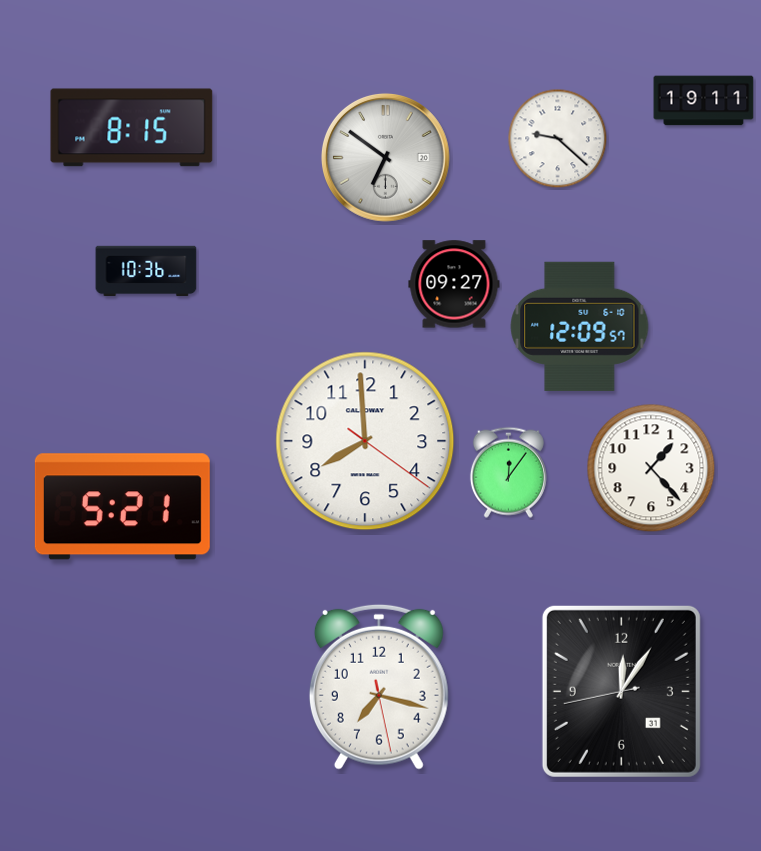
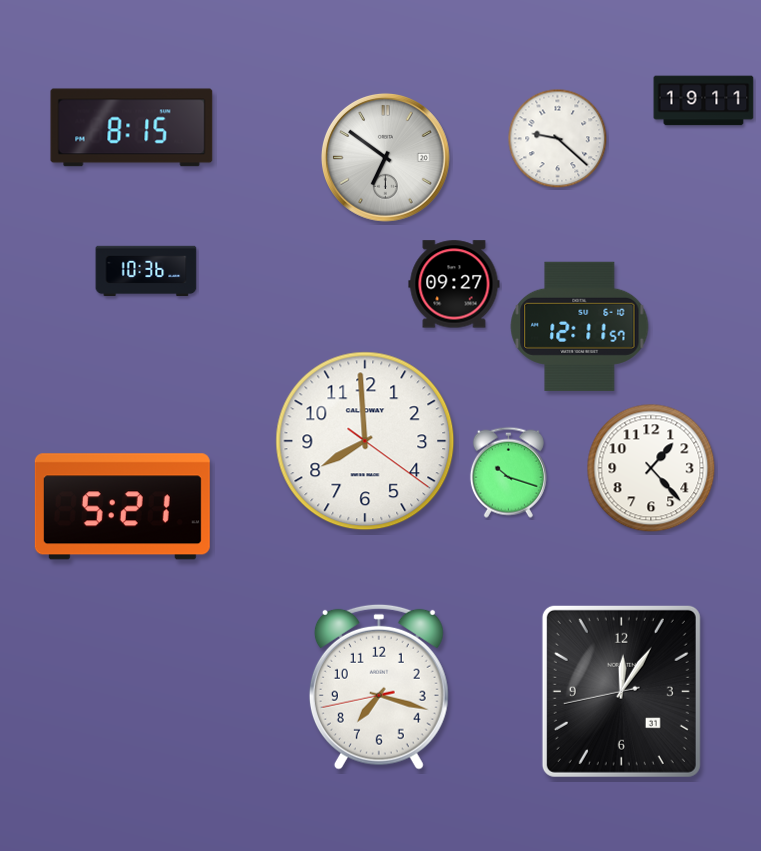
clock at (580, 326): 12:09 -> 12:11
clock at (508, 472): 12:06 -> 10:18
clock at (379, 687): 7:17:28 -> 7:17:43
